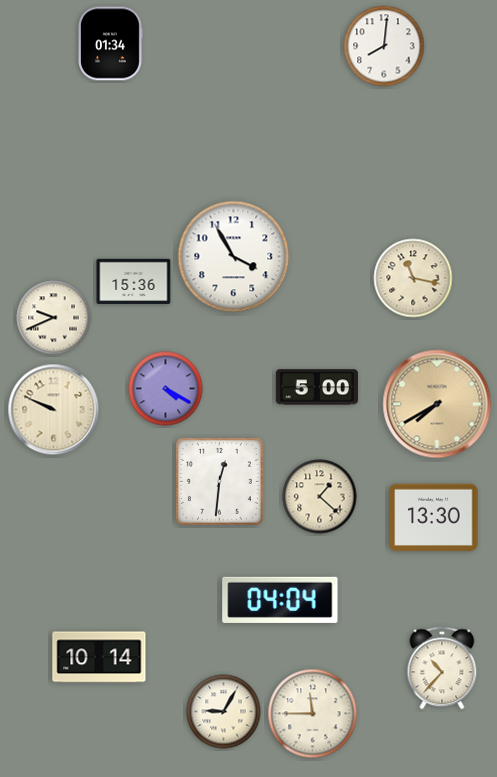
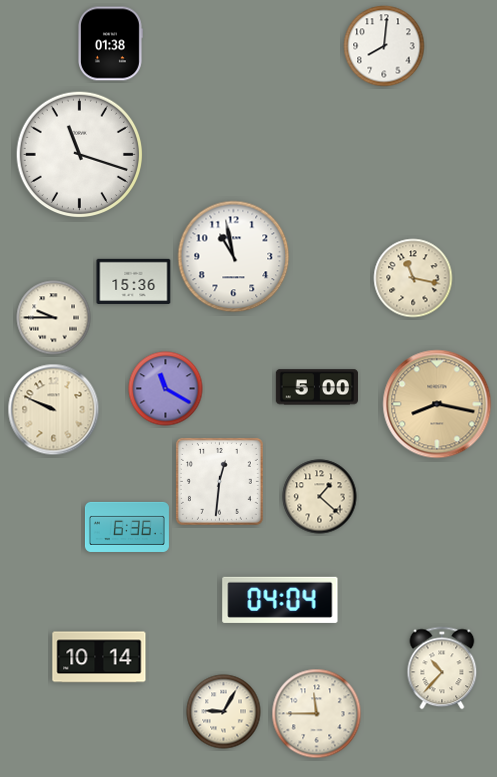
clock at (111, 44): 01:34 -> 01:38
clock at (79, 154): none -> 11:18
clock at (234, 257): 3:55 -> 10:58
clock at (54, 318): 9:41 -> 9:45
clock at (166, 389): 4:20 -> 11:20
clock at (437, 404): 7:40 -> 8:17
clock at (434, 517): 13:30 -> none
clock at (127, 527): none -> 6:36
clock at (313, 714) position: (313, 714) -> (317, 714)
